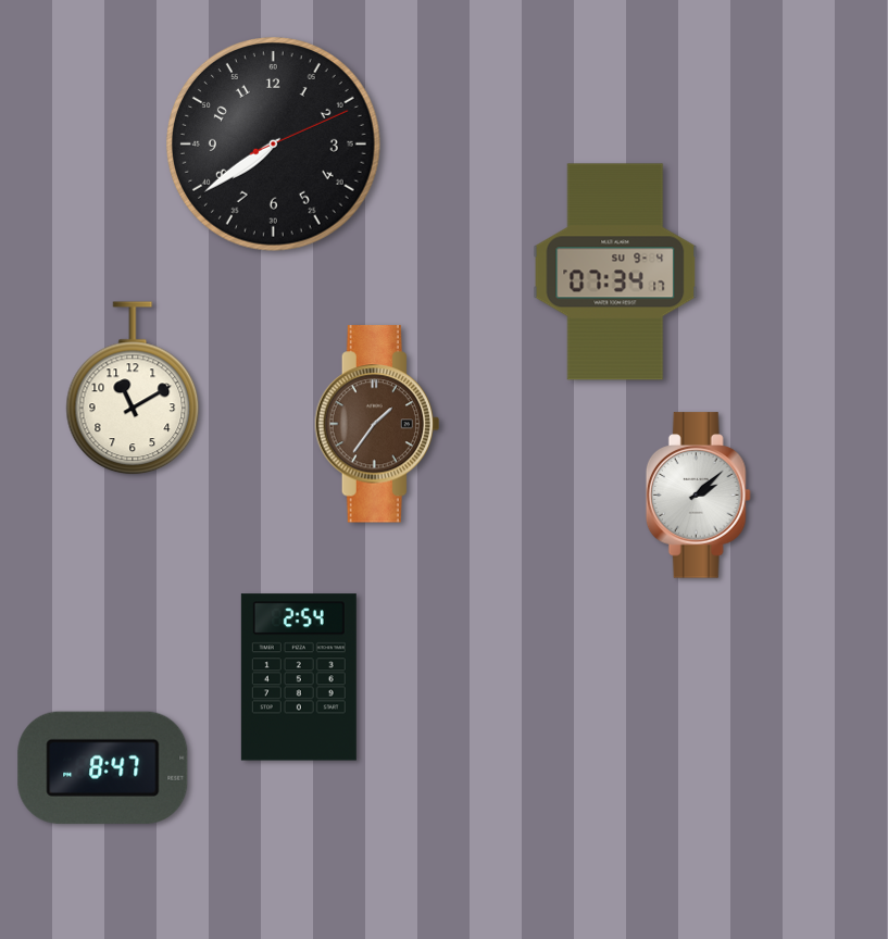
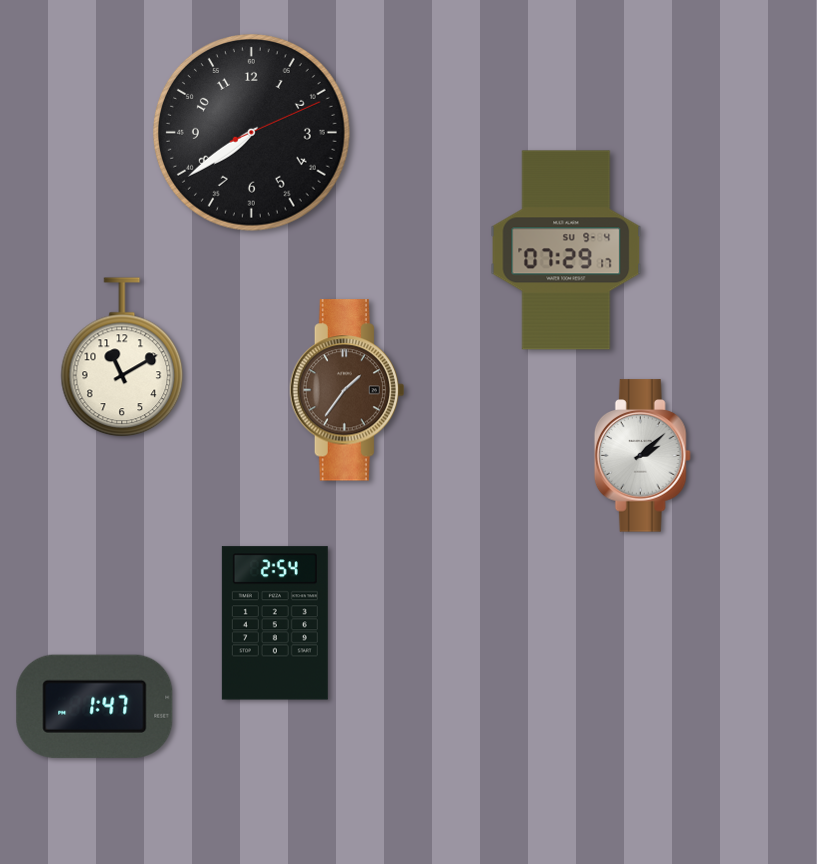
clock at (615, 272): 07:34 -> 07:29
clock at (103, 767): 8:47 -> 1:47
